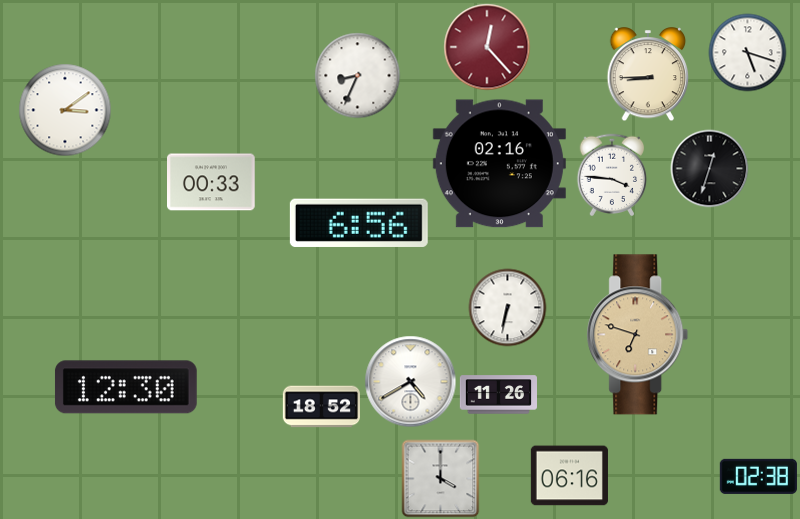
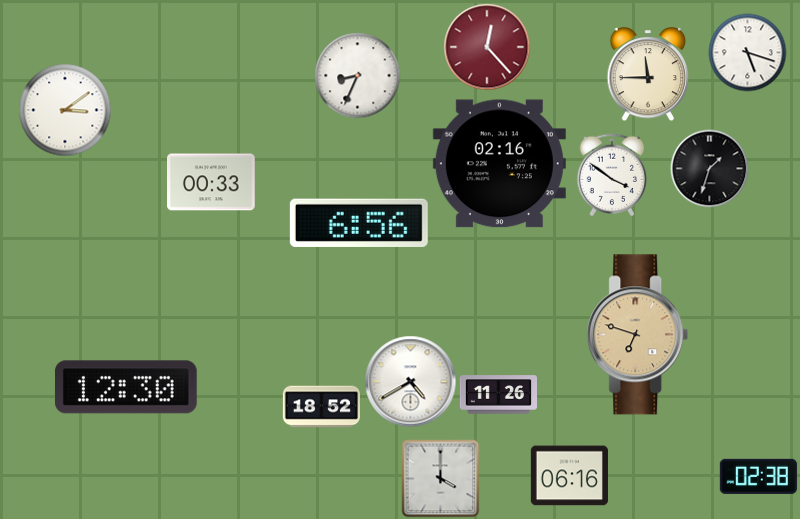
clock at (648, 75): 8:45 -> 11:45
clock at (709, 168): 12:33 -> 1:33
clock at (612, 175): 3:46 -> 3:51
clock at (507, 307): 6:32 -> none
